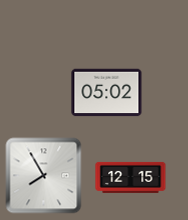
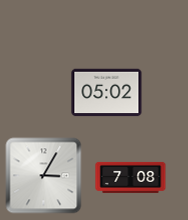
clock at (44, 176): 7:55 -> 3:05
clock at (131, 177): 12:15 -> 7:08
